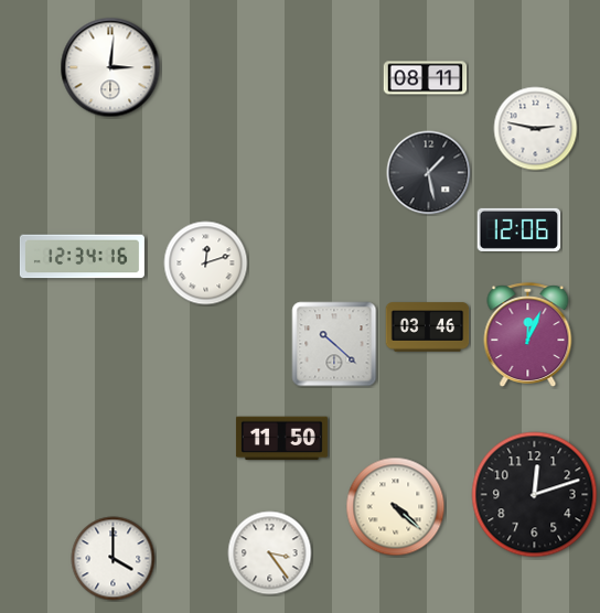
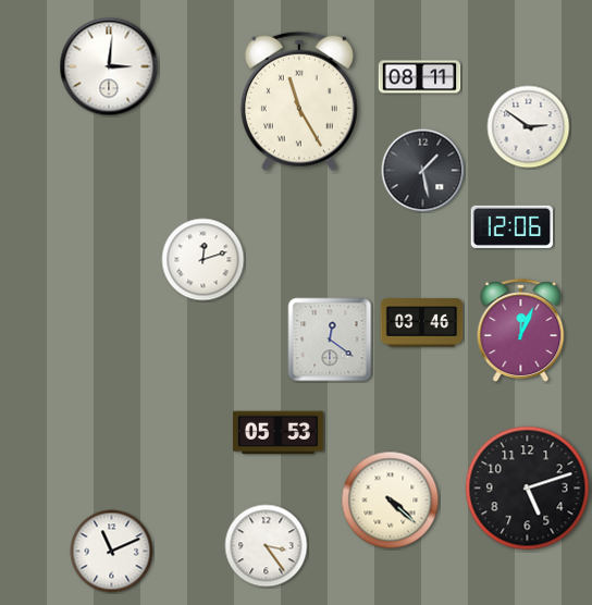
clock at (299, 101): none -> 11:25
clock at (536, 129): 2:47 -> 2:51
clock at (82, 257): 12:34 -> none
clock at (334, 344): 10:22 -> 12:21
clock at (281, 439): 11:50 -> 05:53
clock at (535, 495): 12:12 -> 5:12
clock at (114, 559): 4:00 -> 11:11
